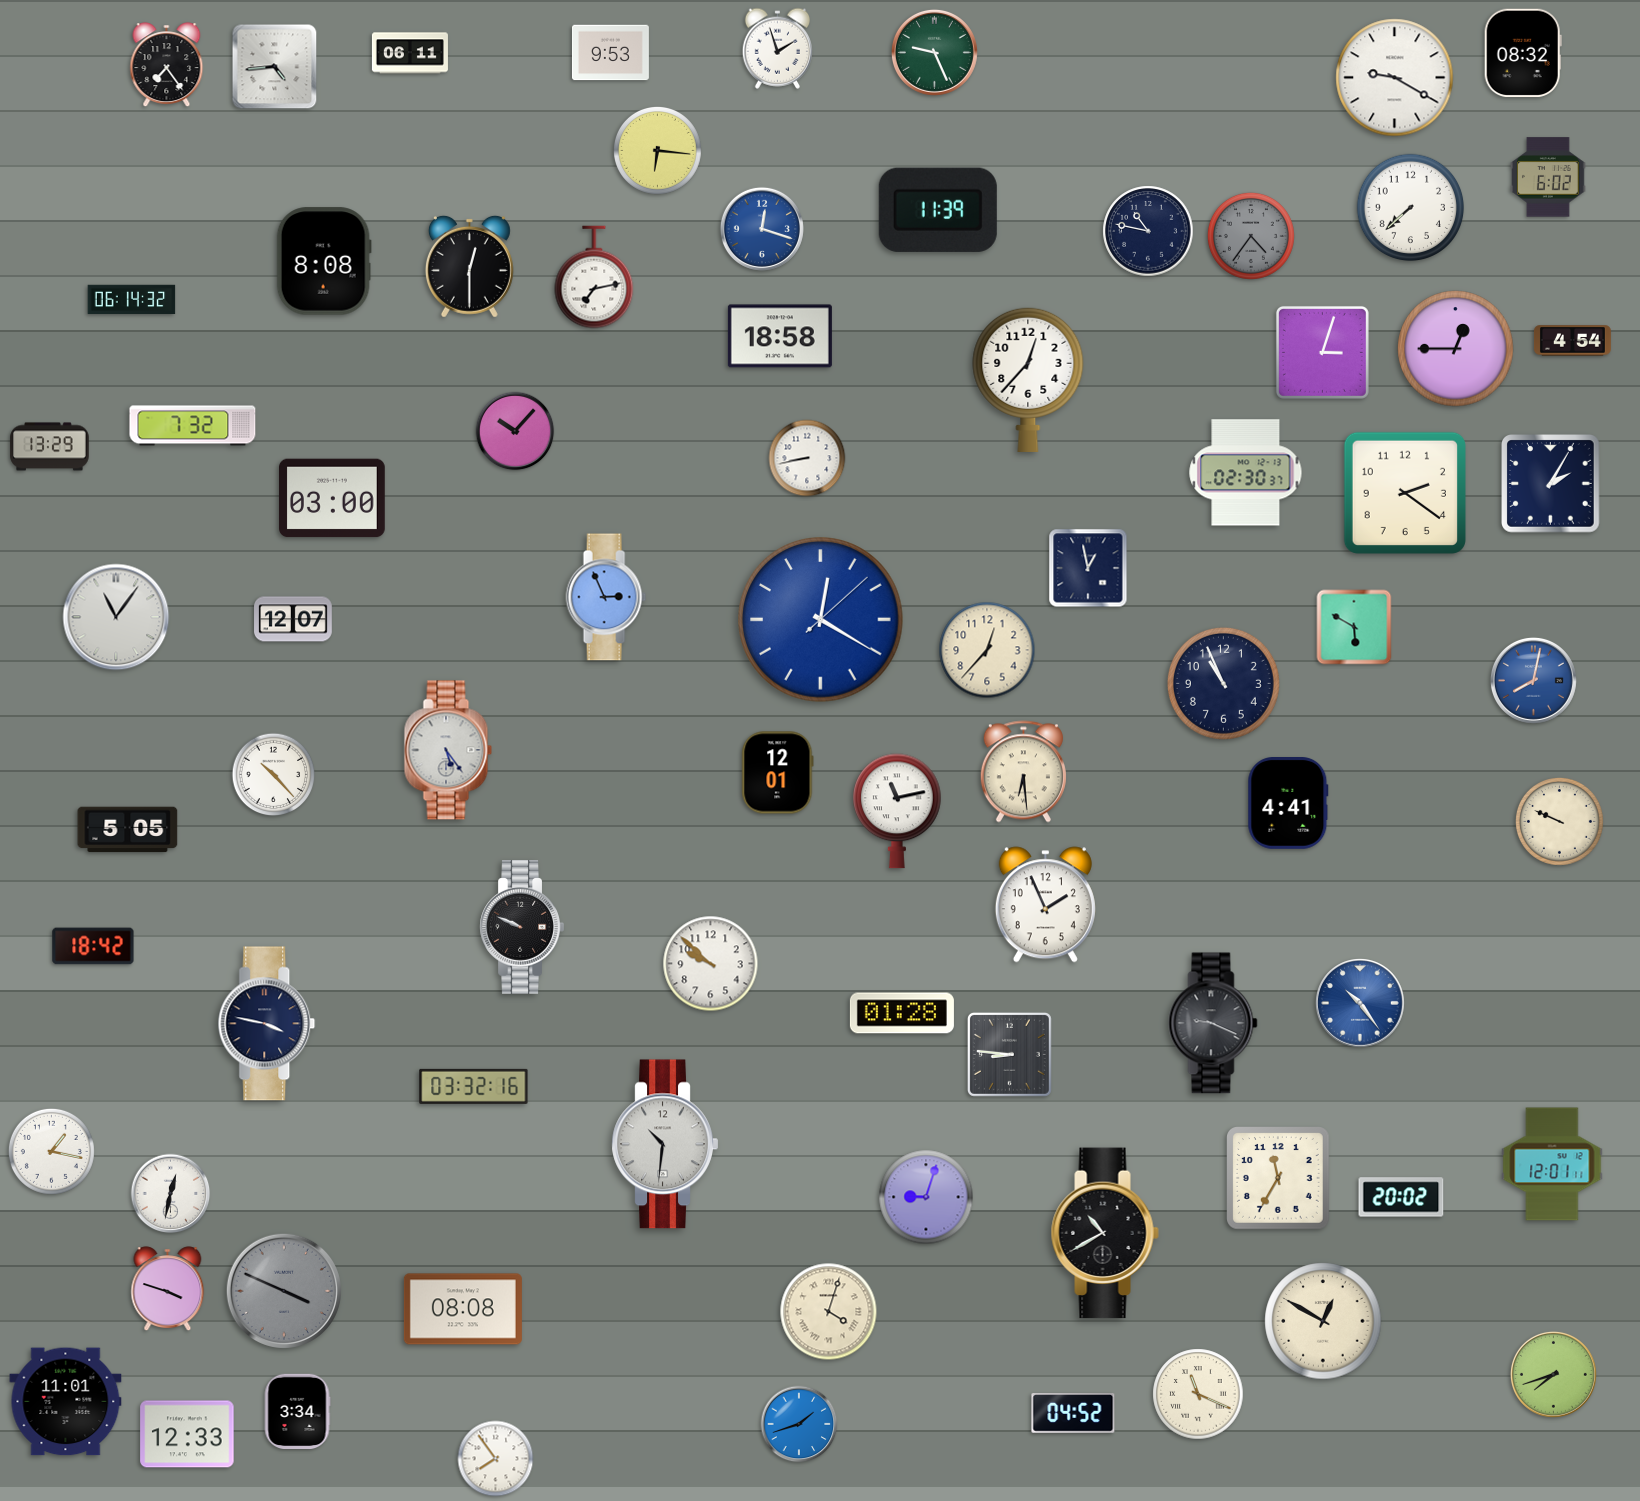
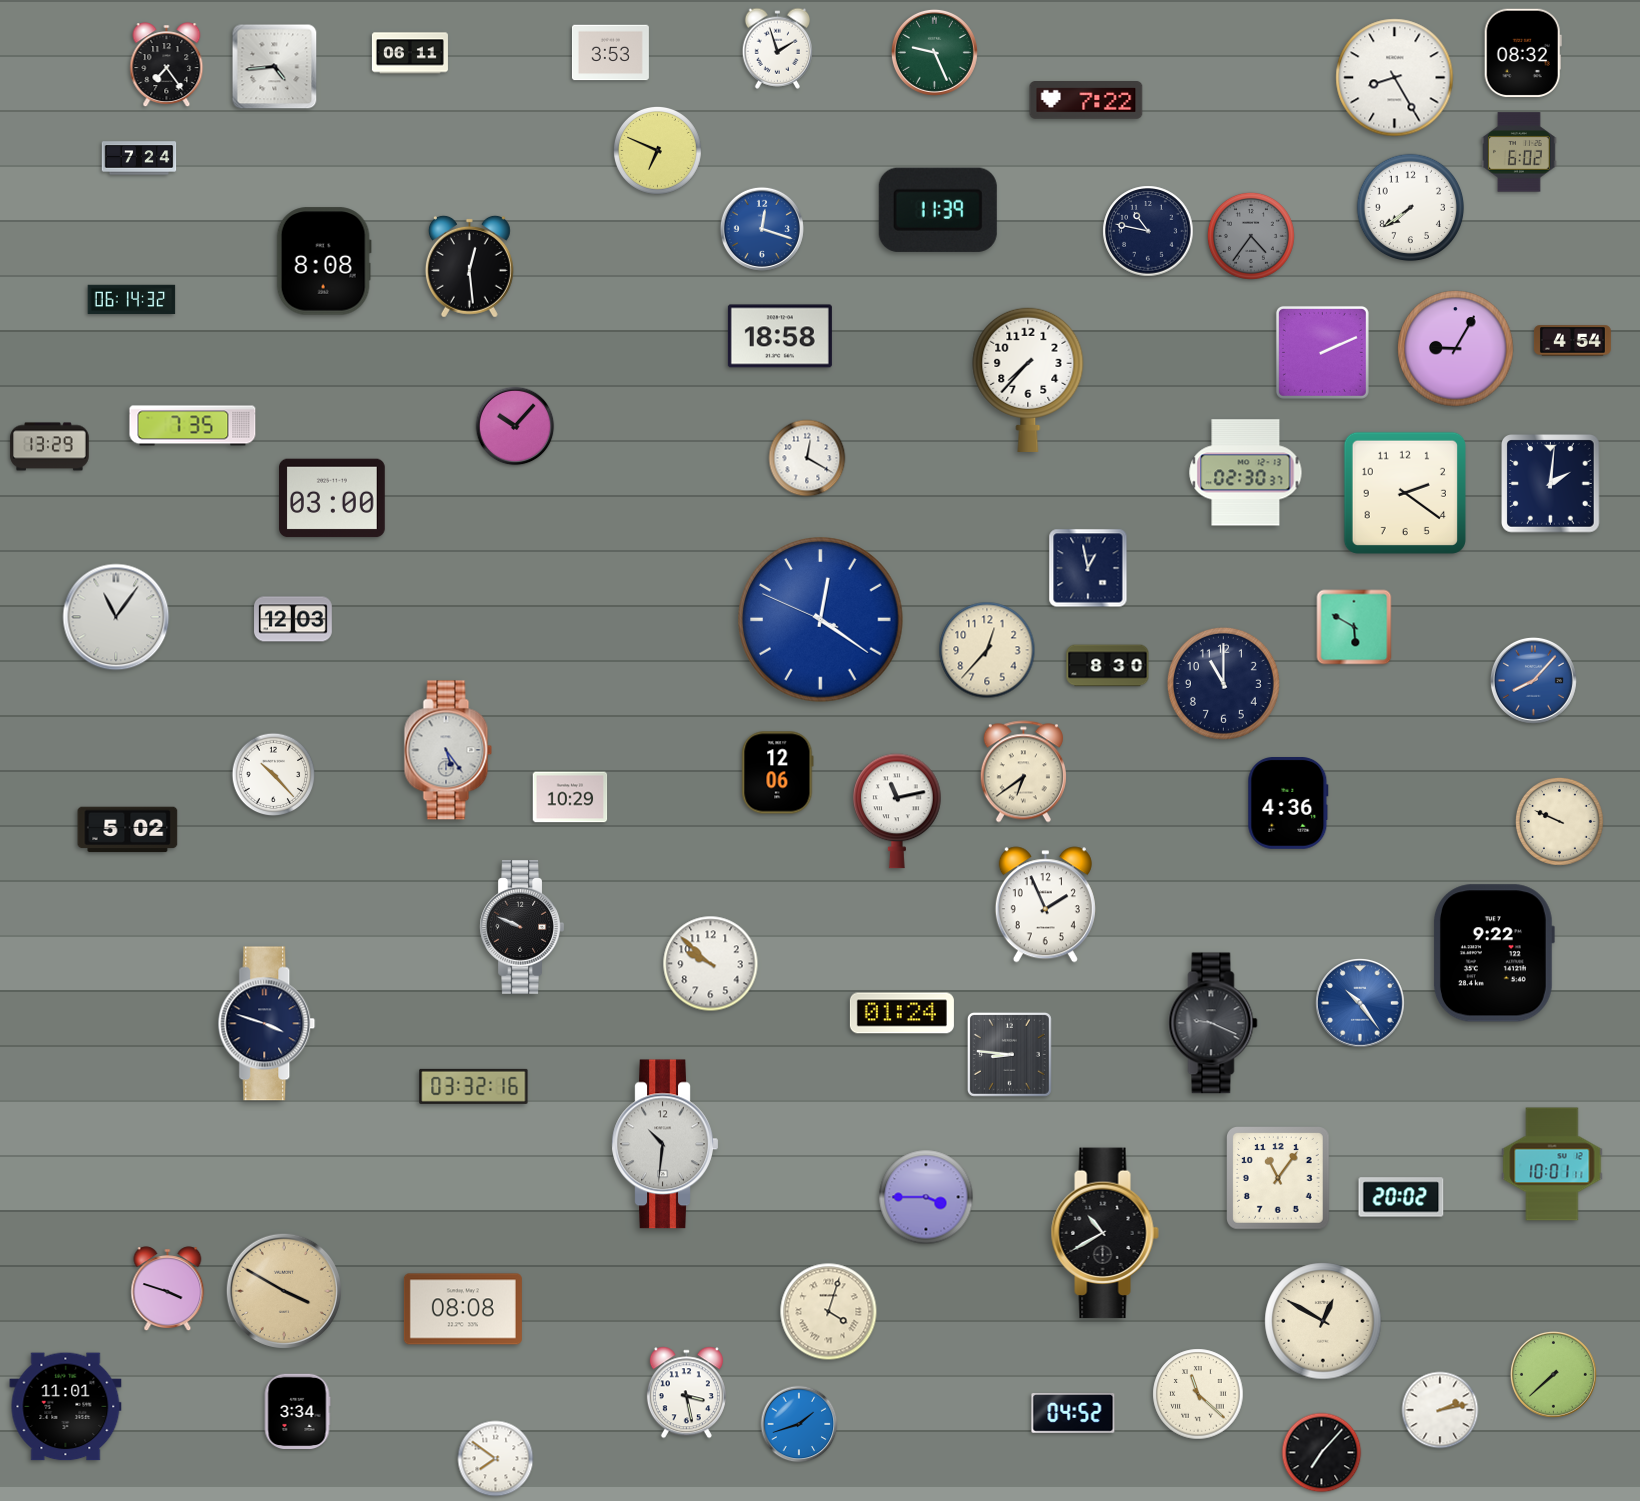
clock at (610, 53): 9:53 -> 3:53
clock at (1395, 78): 9:20 -> 8:25
clock at (1086, 101): none -> 7:22
clock at (657, 150): 6:16 -> 6:49
clock at (139, 158): none -> 7:24
clock at (1549, 177) position: (1549, 177) -> (1520, 152)
clock at (1411, 208): 7:38 -> 7:39
clock at (469, 266): 12:30 -> 12:29
clock at (594, 277): 7:13 -> none
clock at (1456, 349): 12:45 -> 9:05
clock at (1322, 352): 3:03 -> 2:11
clock at (1028, 379): 12:37 -> 7:37
clock at (193, 426): 7:32 -> 7:35
clock at (515, 431) position: (515, 431) -> (515, 426)
clock at (807, 458): 8:43 -> 12:20
clock at (1551, 484): 2:05 -> 2:01
clock at (606, 597): 2:56 -> none
clock at (293, 619): 12:07 -> 12:03
clock at (821, 620): 12:20:08 -> 12:20:49
clock at (1108, 666): none -> 8:30
clock at (1533, 680): 8:02 -> 8:07
clock at (1223, 683): 10:56 -> 11:00
clock at (1023, 772): 6:29 -> 6:39
clock at (778, 773): 12:01 -> 12:06
clock at (570, 797): none -> 10:29
clock at (1288, 804): 4:41 -> 4:36
clock at (128, 830): 5:05 -> 5:02
clock at (93, 946): 18:42 -> none
clock at (1493, 953): none -> 9:22
clock at (902, 1013): 01:28 -> 01:24
clock at (267, 1024): 3:47 -> 3:48
clock at (51, 1151): 1:17 -> none
clock at (1552, 1164): 12:01 -> 10:01
clock at (1279, 1179): 11:35 -> 11:06
clock at (171, 1194): 12:32 -> none
clock at (926, 1197): 9:03 -> 3:45
clock at (284, 1291): 3:49 -> 3:50
clock at (284, 1291) dial: grey -> champagne
clock at (1553, 1374): 7:42 -> 7:38
clock at (686, 1393): none -> 3:28
clock at (1198, 1394): 11:19 -> 11:22
clock at (66, 1402) position: (66, 1402) -> (66, 1407)
clock at (1440, 1410): none -> 2:13
clock at (187, 1434): 12:33 -> none
clock at (1322, 1453): none -> 7:07
clock at (496, 1459): 7:54 -> 7:51
